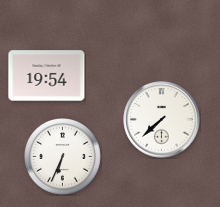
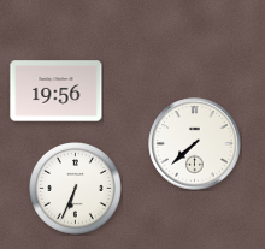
clock at (47, 76): 19:54 -> 19:56
